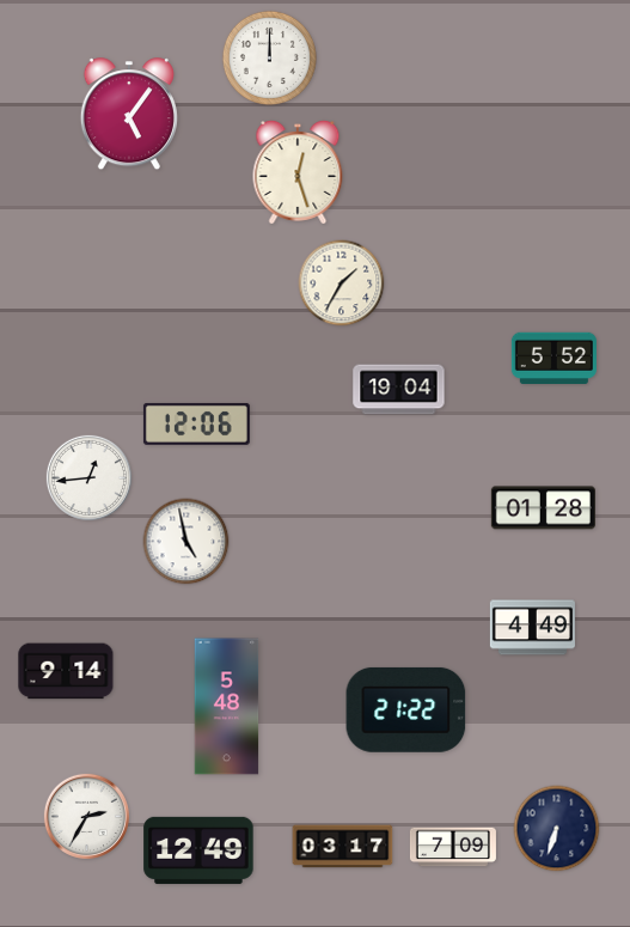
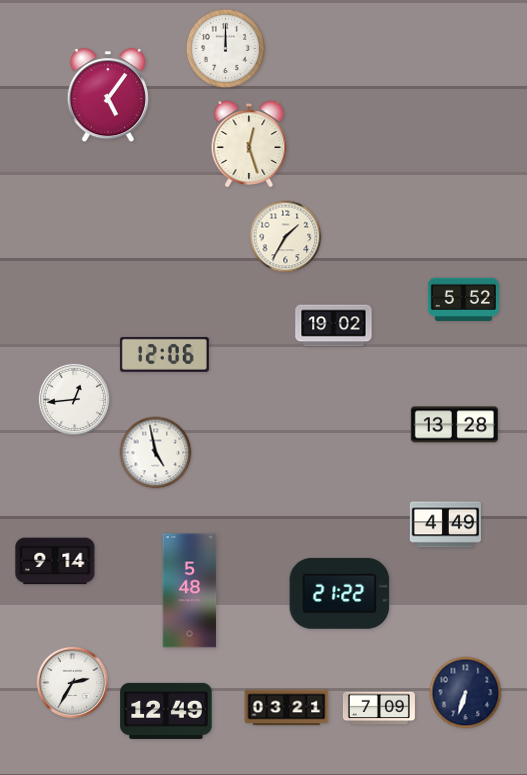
clock at (399, 390): 19:04 -> 19:02
clock at (543, 508): 01:28 -> 13:28
clock at (343, 847): 03:17 -> 03:21
